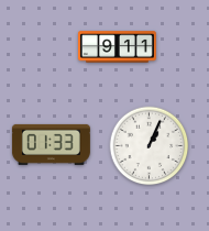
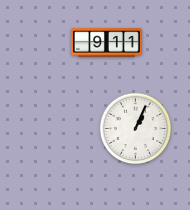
clock at (51, 144): 01:33 -> none
clock at (150, 146) position: (150, 146) -> (136, 129)
